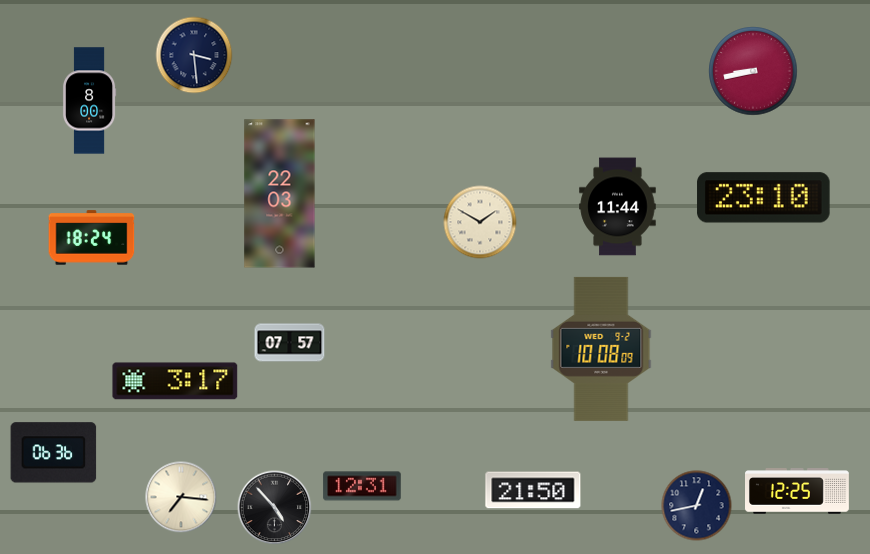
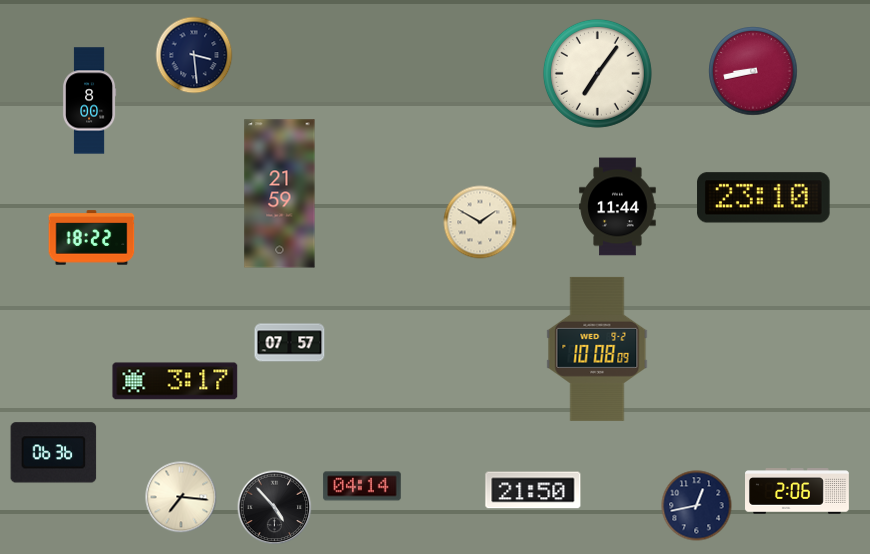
clock at (597, 73): none -> 7:06
clock at (280, 194): 22:03 -> 21:59
clock at (92, 238): 18:24 -> 18:22
clock at (601, 349) position: (601, 349) -> (597, 349)
clock at (362, 486): 12:31 -> 04:14
clock at (798, 491): 12:25 -> 2:06
